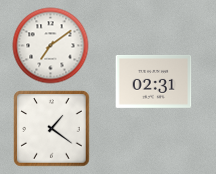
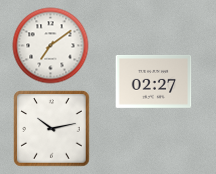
clock at (154, 81): 02:31 -> 02:27
clock at (52, 129): 1:21 -> 10:13
